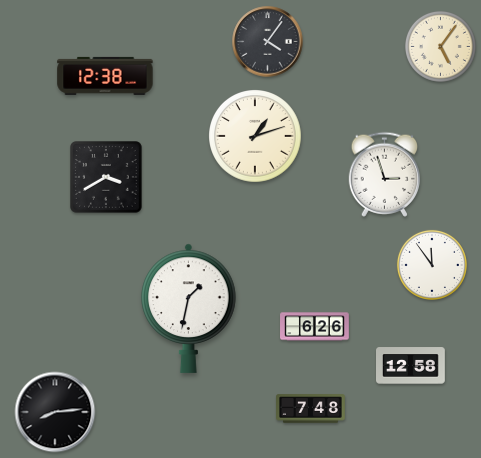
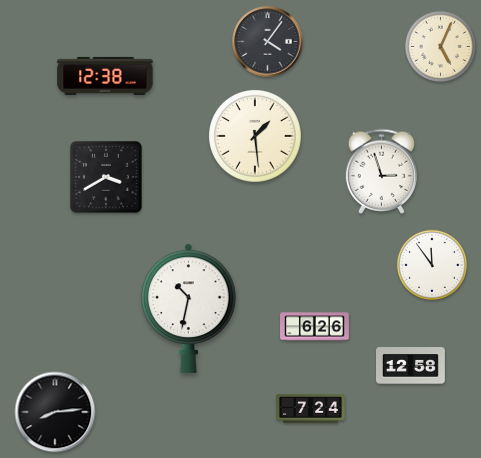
clock at (440, 46): 5:06 -> 5:04
clock at (256, 137): 1:12 -> 1:29
clock at (385, 174) position: (385, 174) -> (382, 171)
clock at (189, 308): 1:32 -> 10:32
clock at (311, 409): 7:48 -> 7:24
